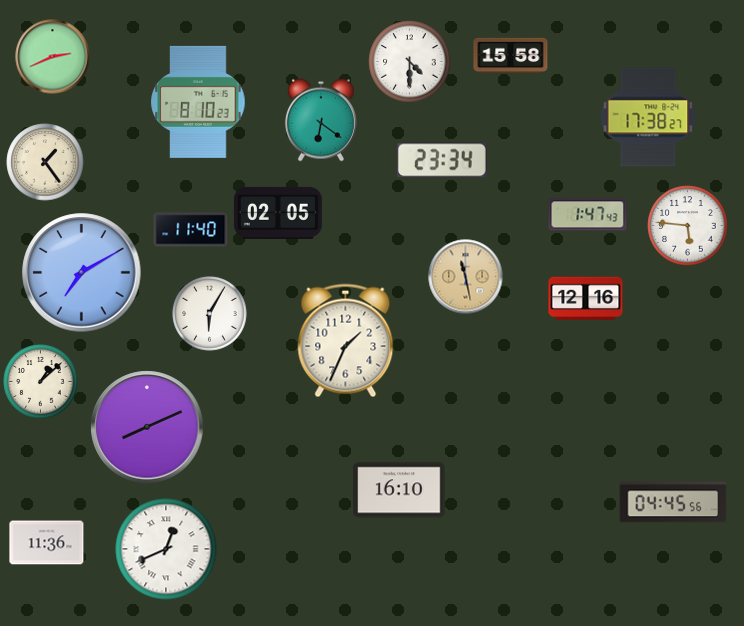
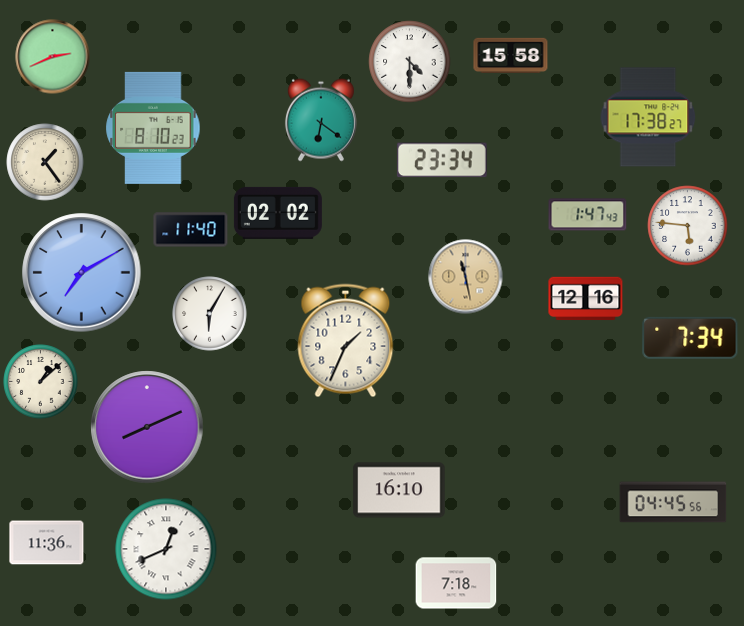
clock at (198, 102) position: (198, 102) -> (153, 128)
clock at (278, 213): 02:05 -> 02:02
clock at (690, 338): none -> 7:34
clock at (456, 583): none -> 7:18
